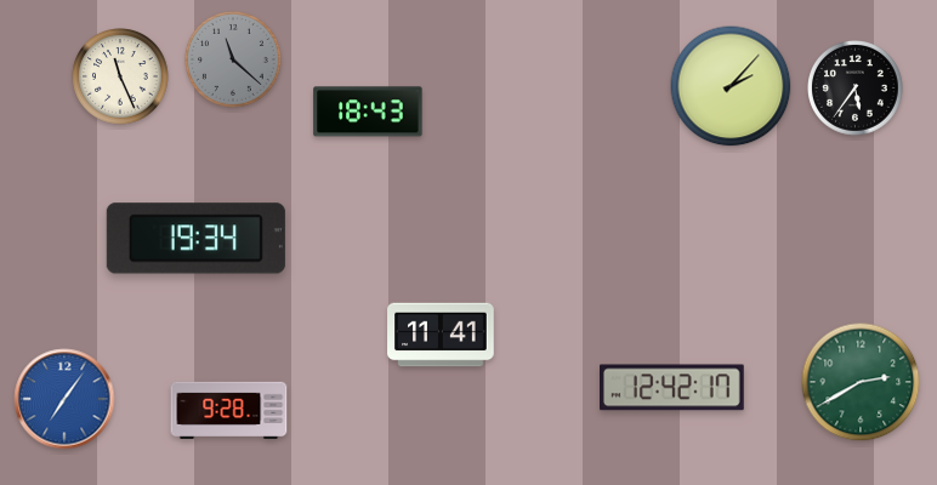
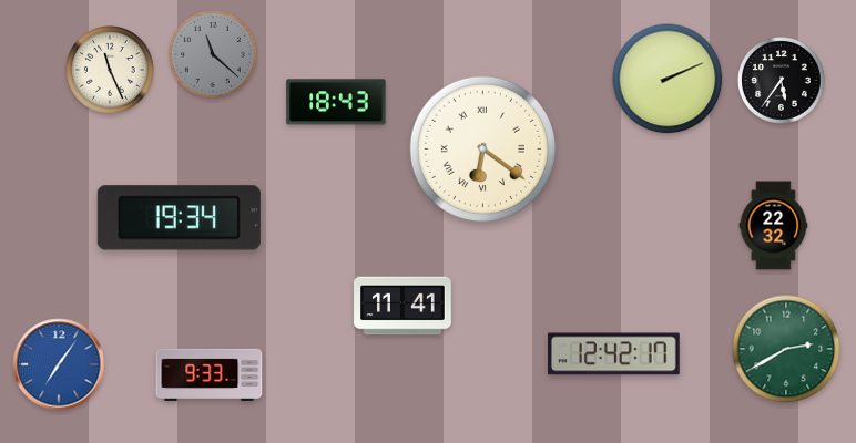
clock at (731, 86): 2:07 -> 2:11
clock at (483, 150): none -> 6:21
clock at (774, 226): none -> 22:32
clock at (229, 410): 9:28 -> 9:33
